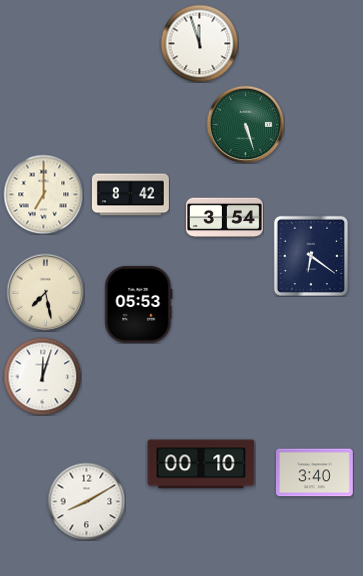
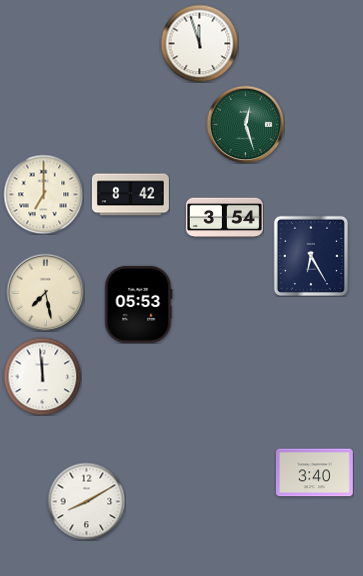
clock at (245, 124): 5:27 -> 12:27
clock at (311, 256): 6:21 -> 6:25
clock at (42, 376): 12:03 -> 11:59
clock at (201, 464): 00:10 -> none
